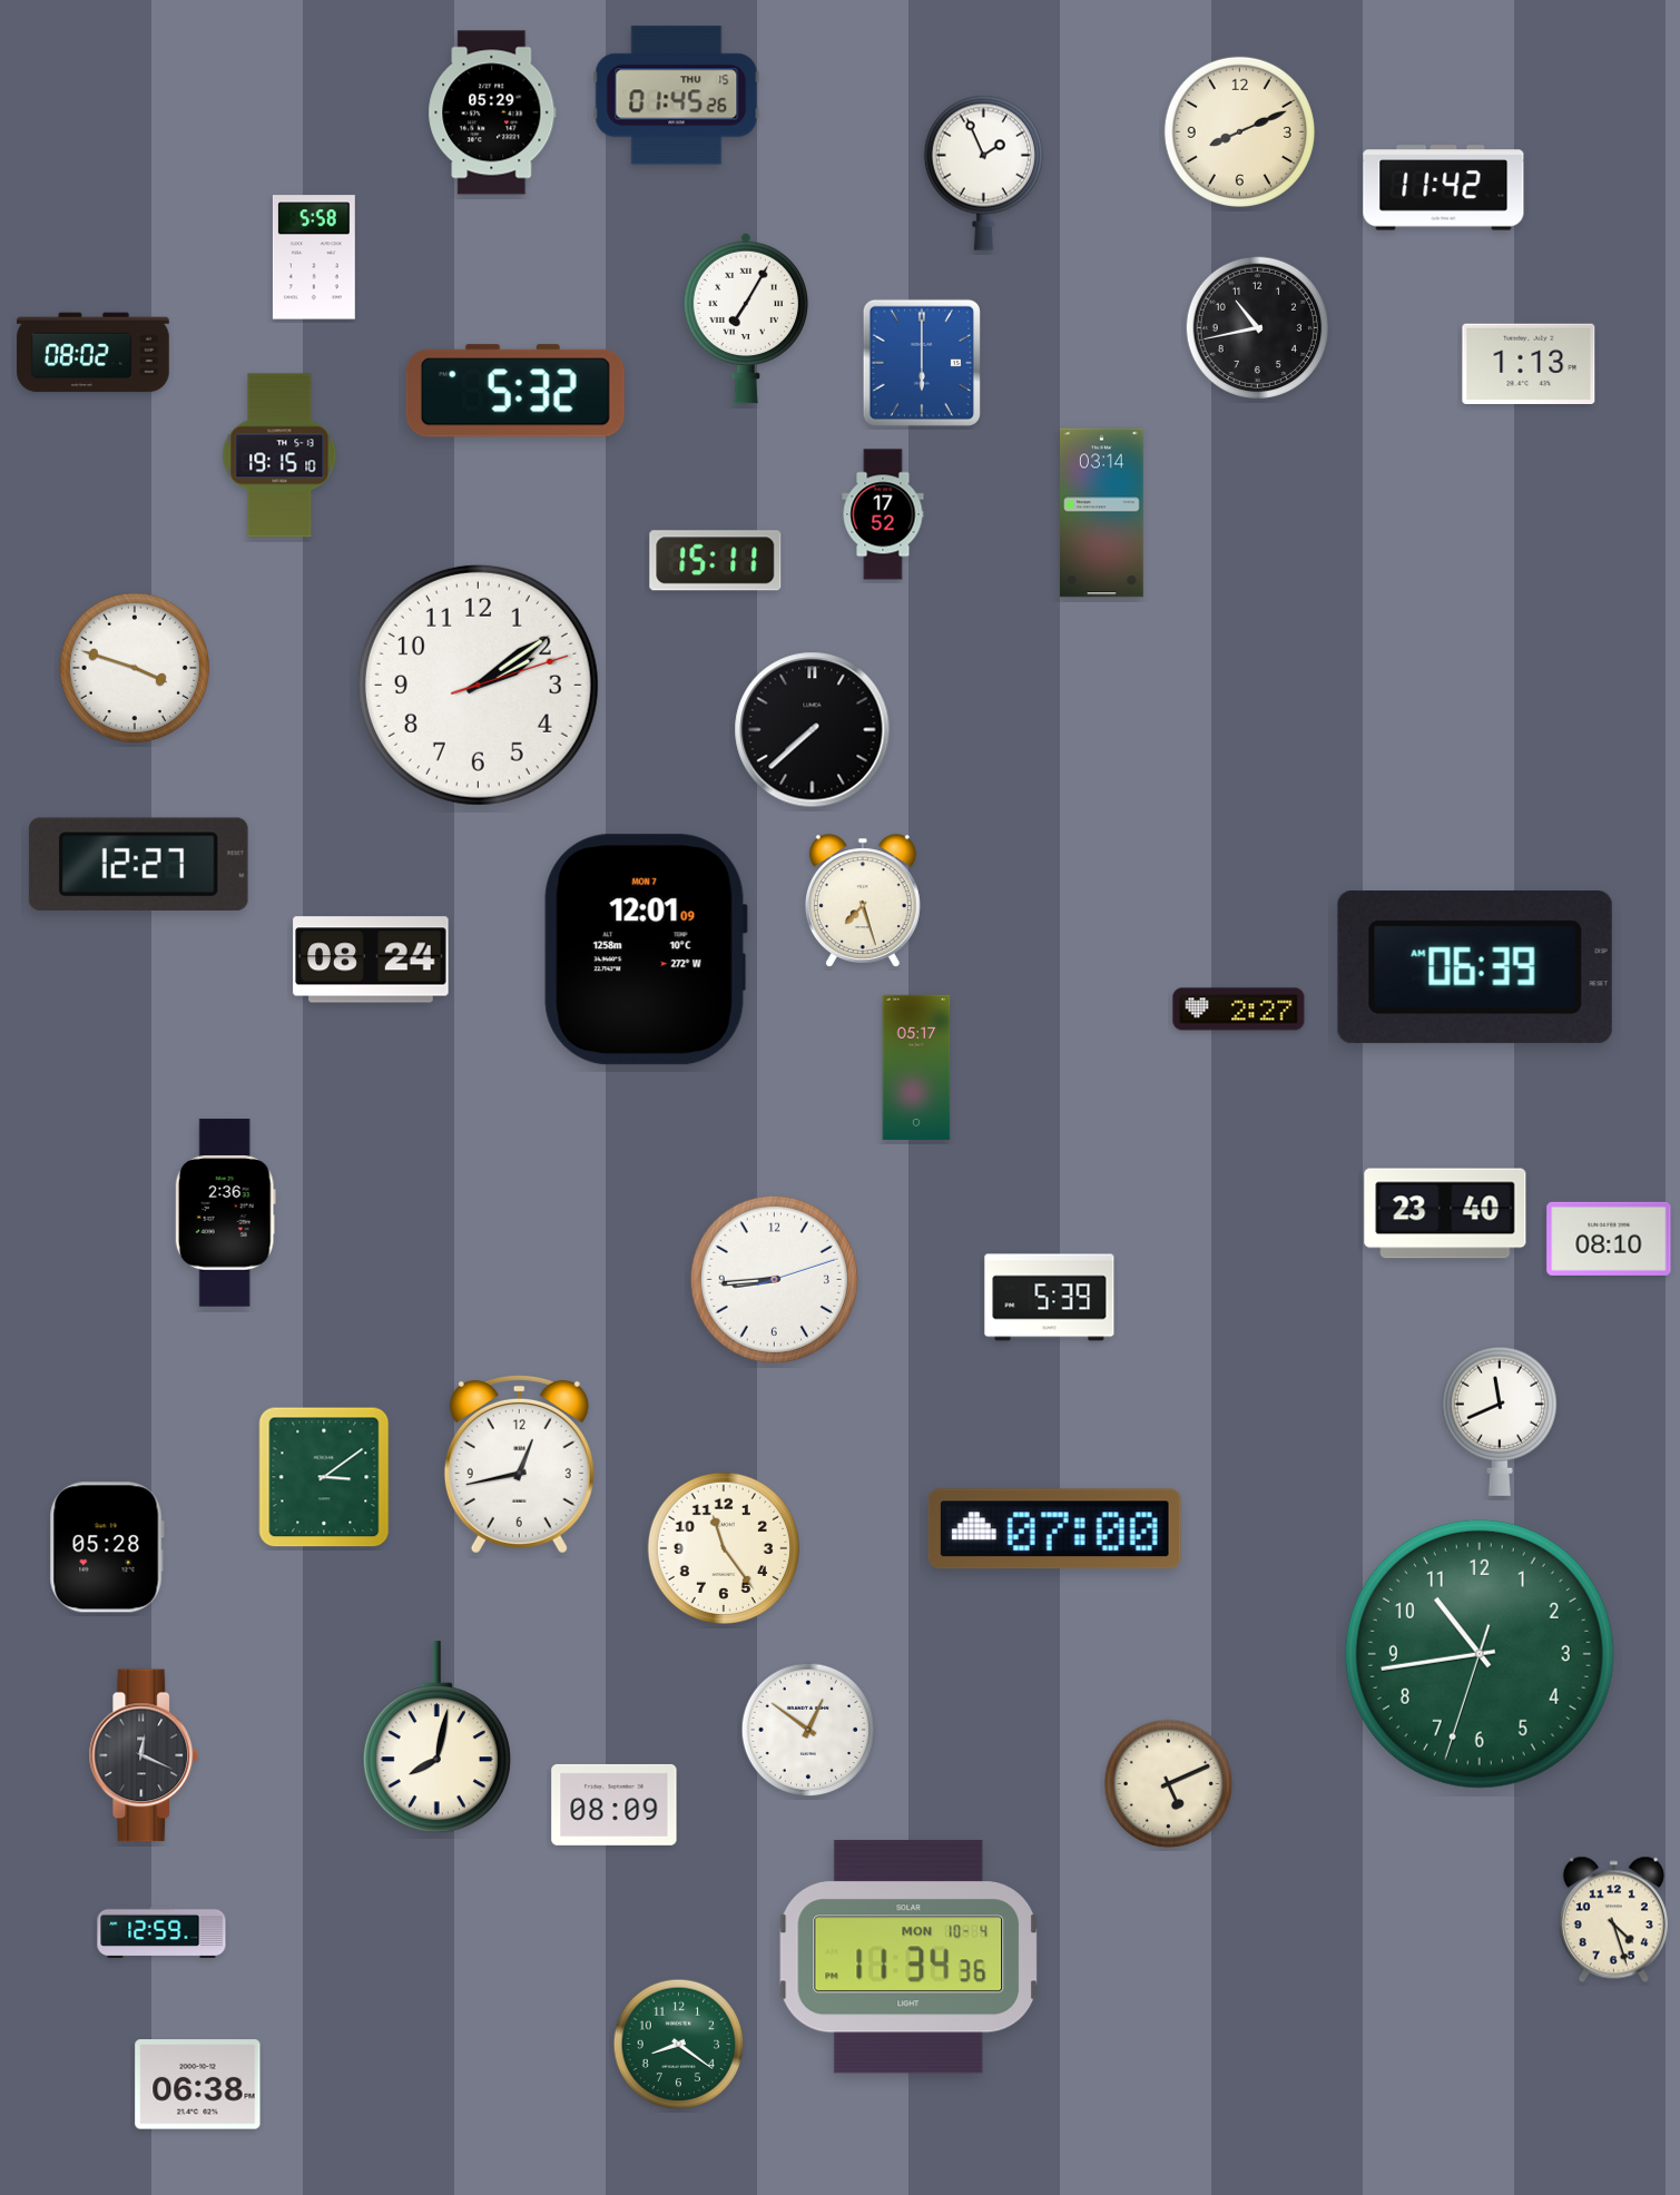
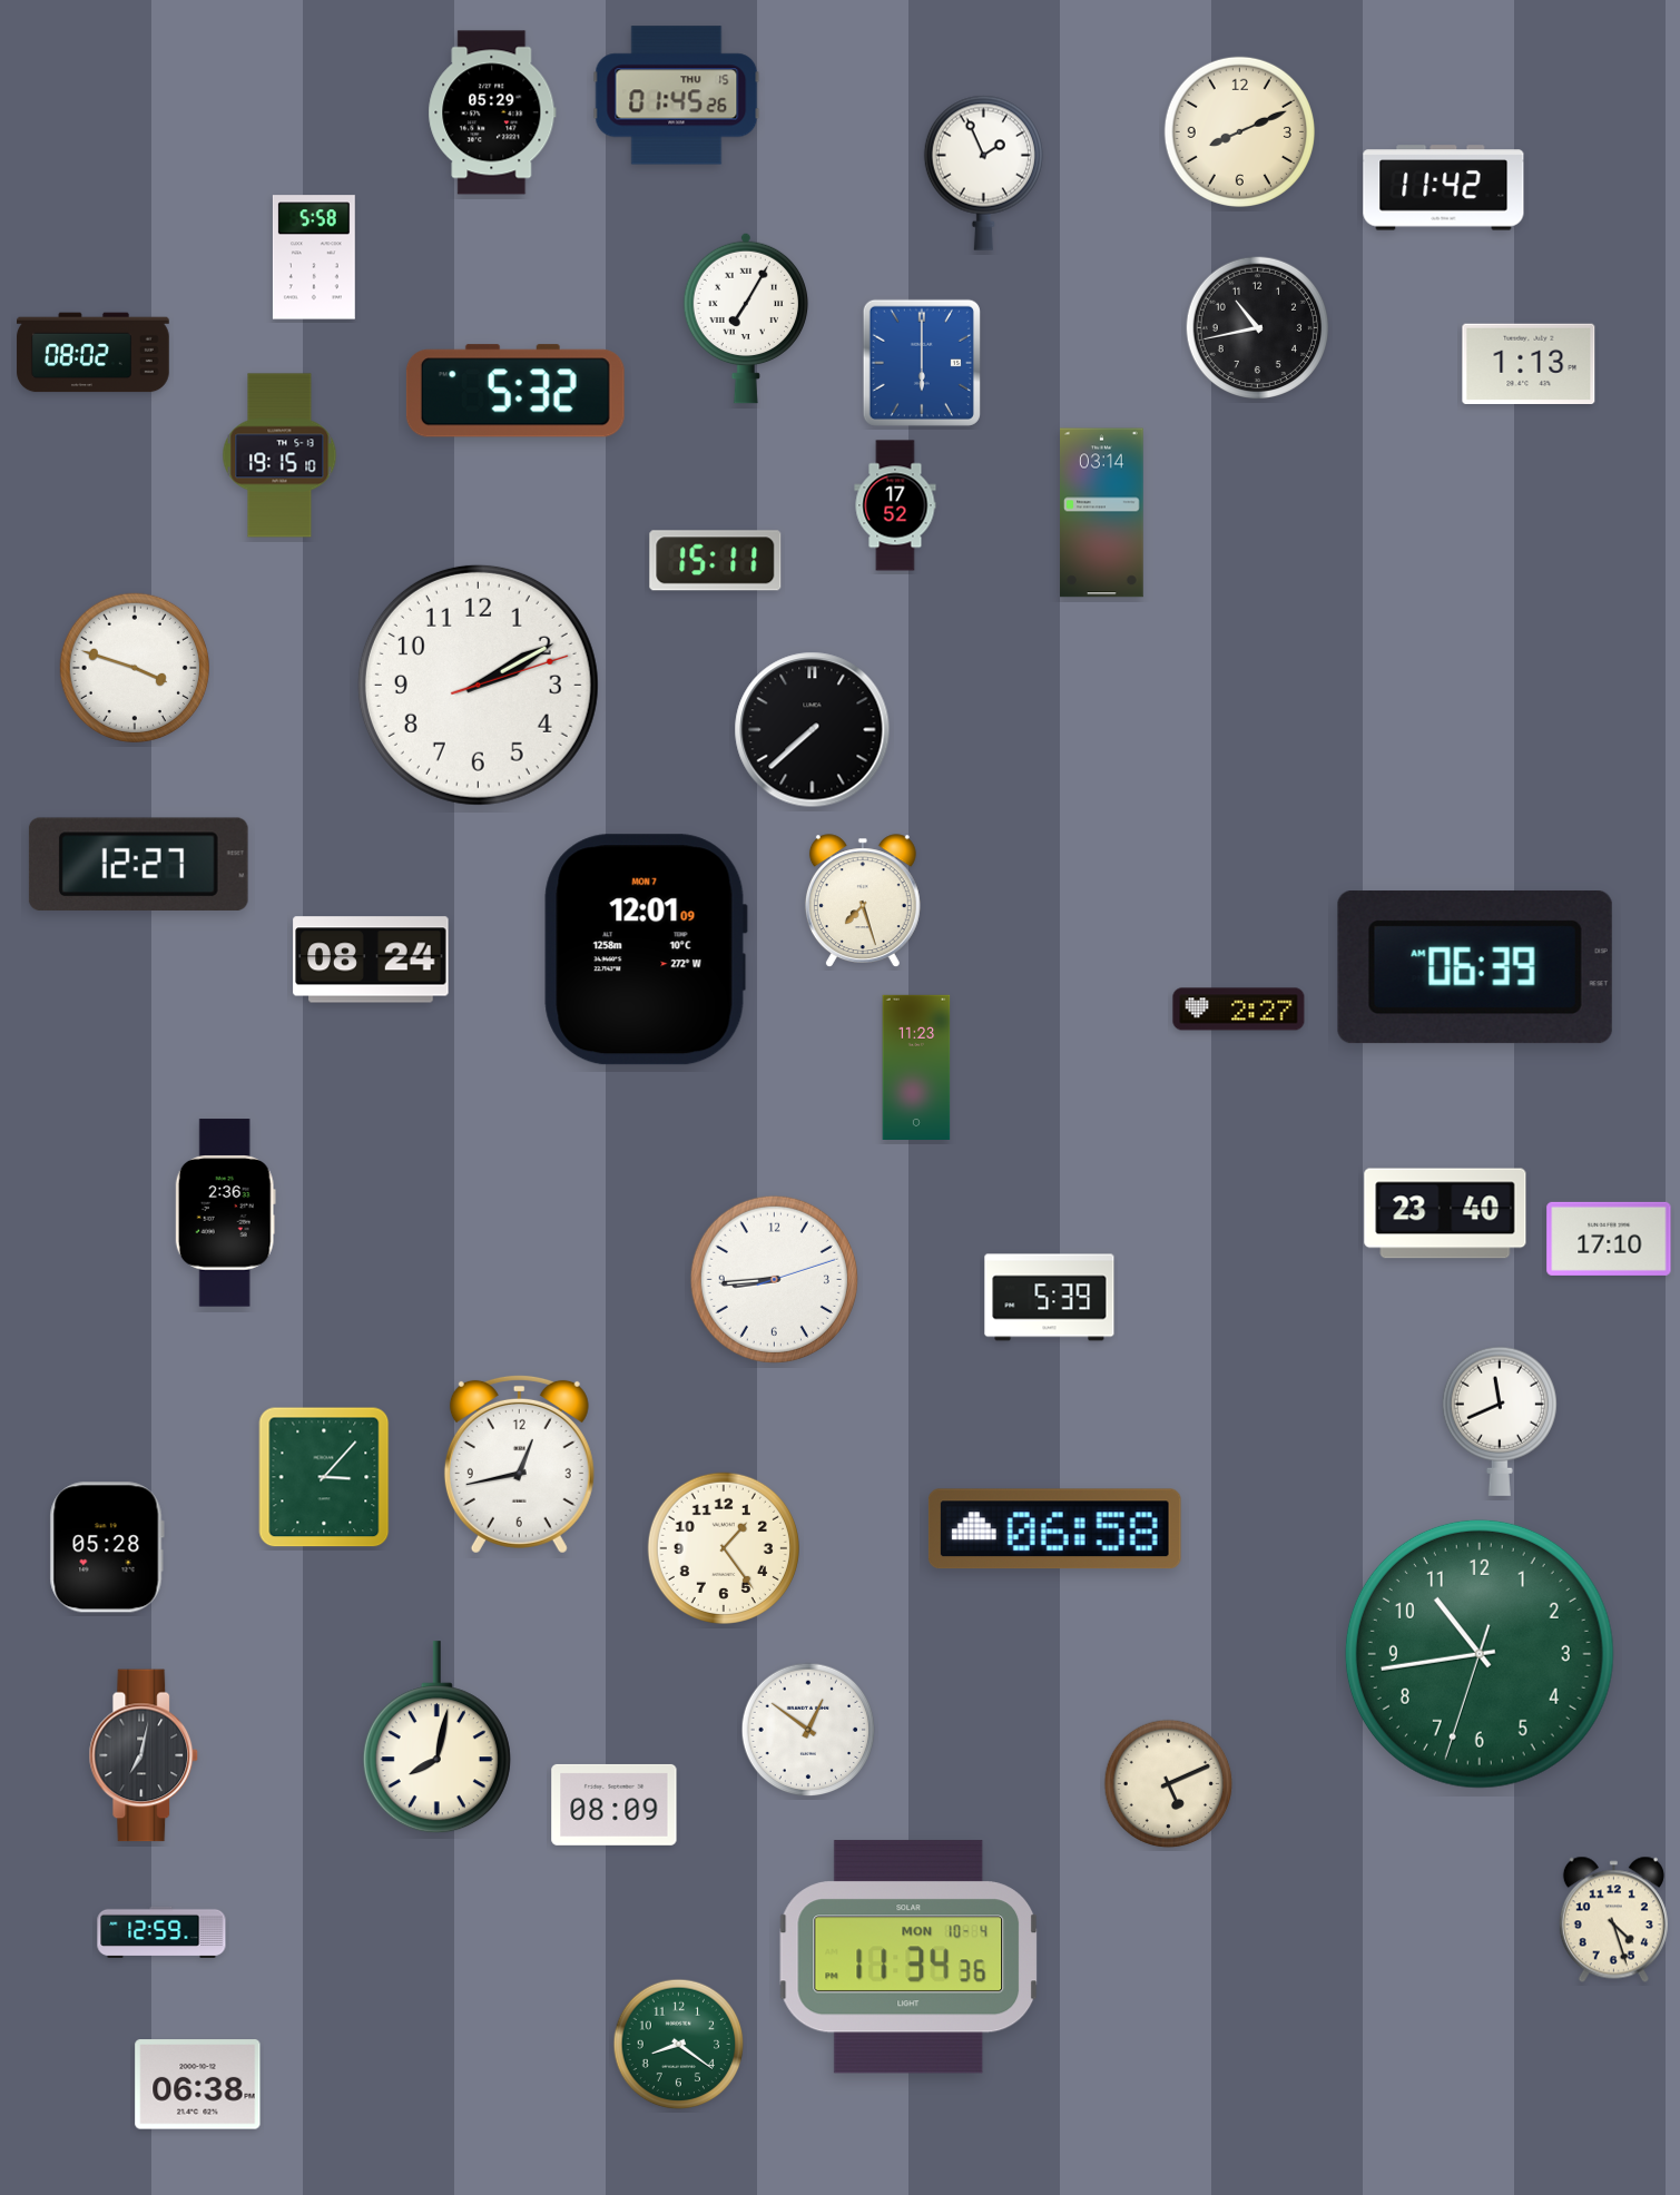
clock at (883, 514) position: (883, 514) -> (895, 505)
clock at (478, 685): 2:09 -> 2:10
clock at (916, 1066): 05:17 -> 11:23
clock at (1609, 1239): 08:10 -> 17:10
clock at (324, 1477): 3:09 -> 3:07
clock at (1054, 1529): 07:00 -> 06:58
clock at (724, 1548): 11:24 -> 1:24
clock at (144, 1755): 12:19 -> 7:02
